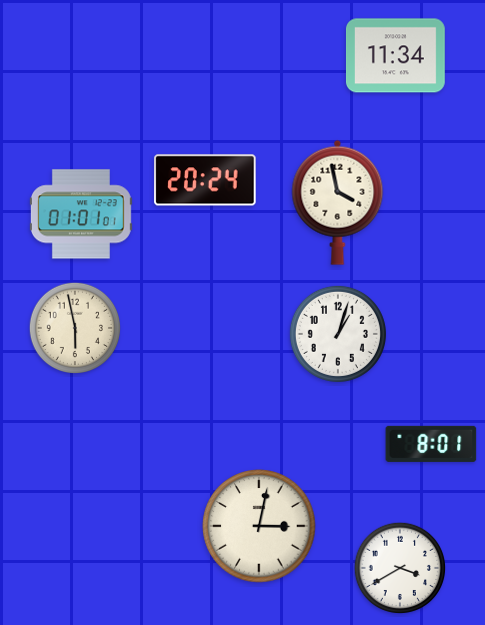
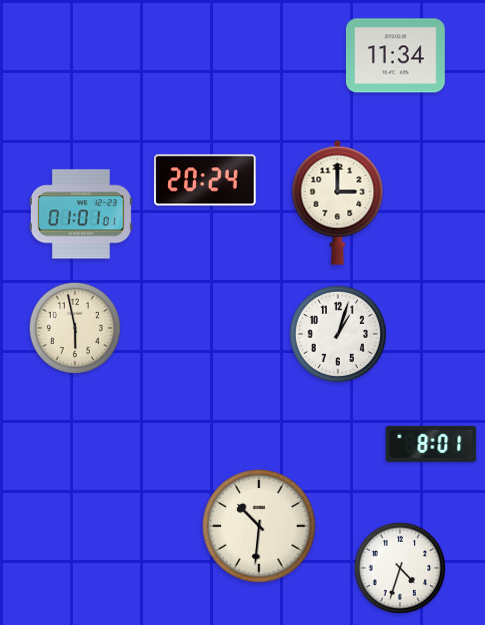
clock at (338, 202): 3:58 -> 3:00
clock at (259, 526): 3:02 -> 10:31
clock at (400, 568): 3:40 -> 4:33
